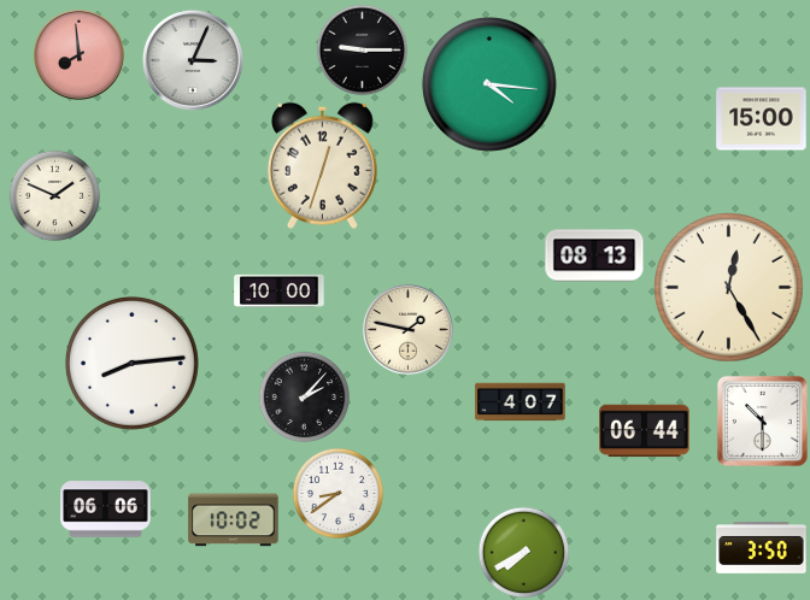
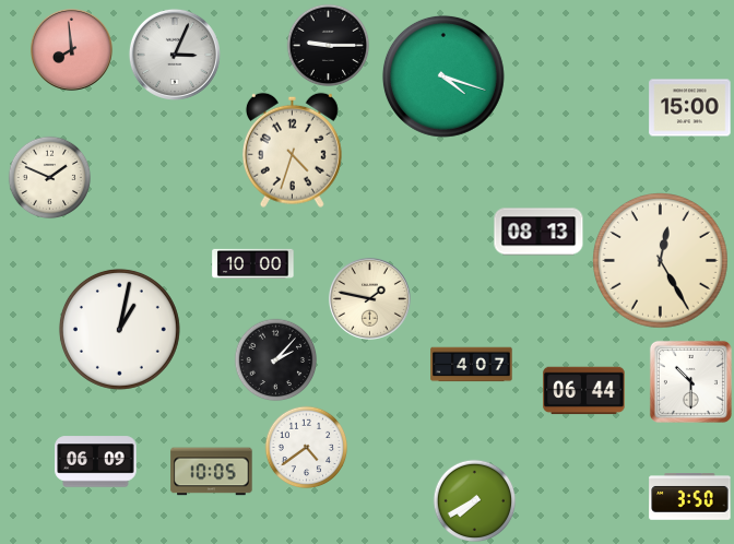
clock at (489, 84): 4:16 -> 4:18
clock at (322, 165): 12:33 -> 4:33
clock at (131, 363): 8:14 -> 1:02
clock at (339, 494): 8:39 -> 4:39
clock at (106, 510): 06:06 -> 06:09
clock at (234, 520): 10:02 -> 10:05
